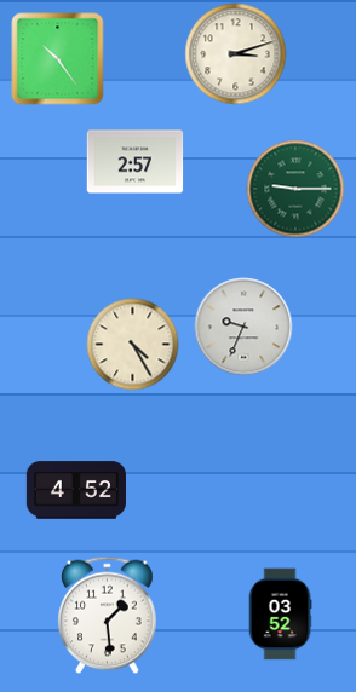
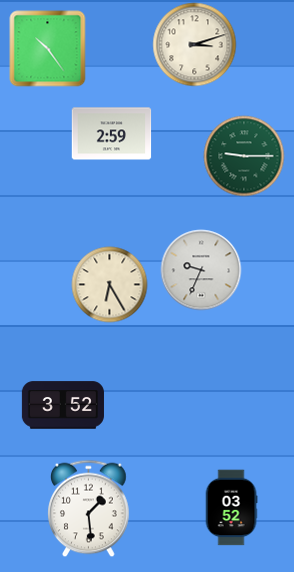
clock at (136, 162): 2:57 -> 2:59
clock at (133, 345): 4:25 -> 6:25
clock at (76, 490): 4:52 -> 3:52
